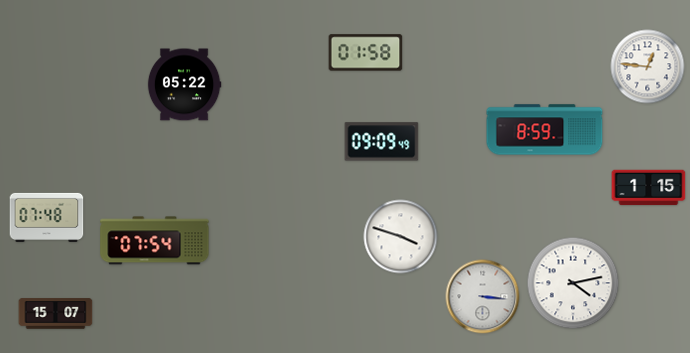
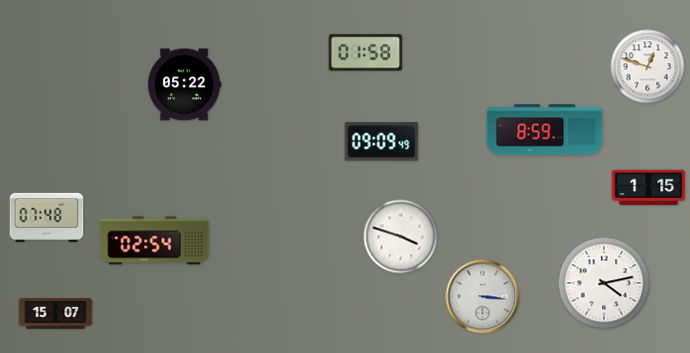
clock at (648, 67): 12:46 -> 12:48
clock at (155, 241): 07:54 -> 02:54
clock at (573, 283) position: (573, 283) -> (604, 283)
